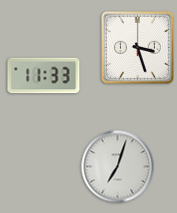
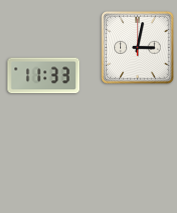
clock at (138, 48): 3:27 -> 3:02
clock at (118, 167): 7:03 -> none
